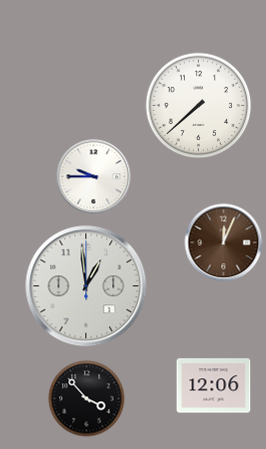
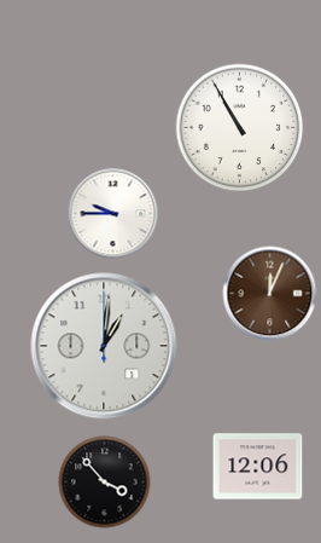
clock at (199, 106): 7:38 -> 10:55
clock at (86, 286): 12:59 -> 1:01
